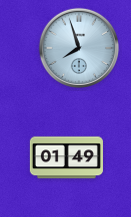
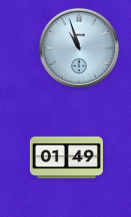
clock at (79, 48): 7:57 -> 10:57
